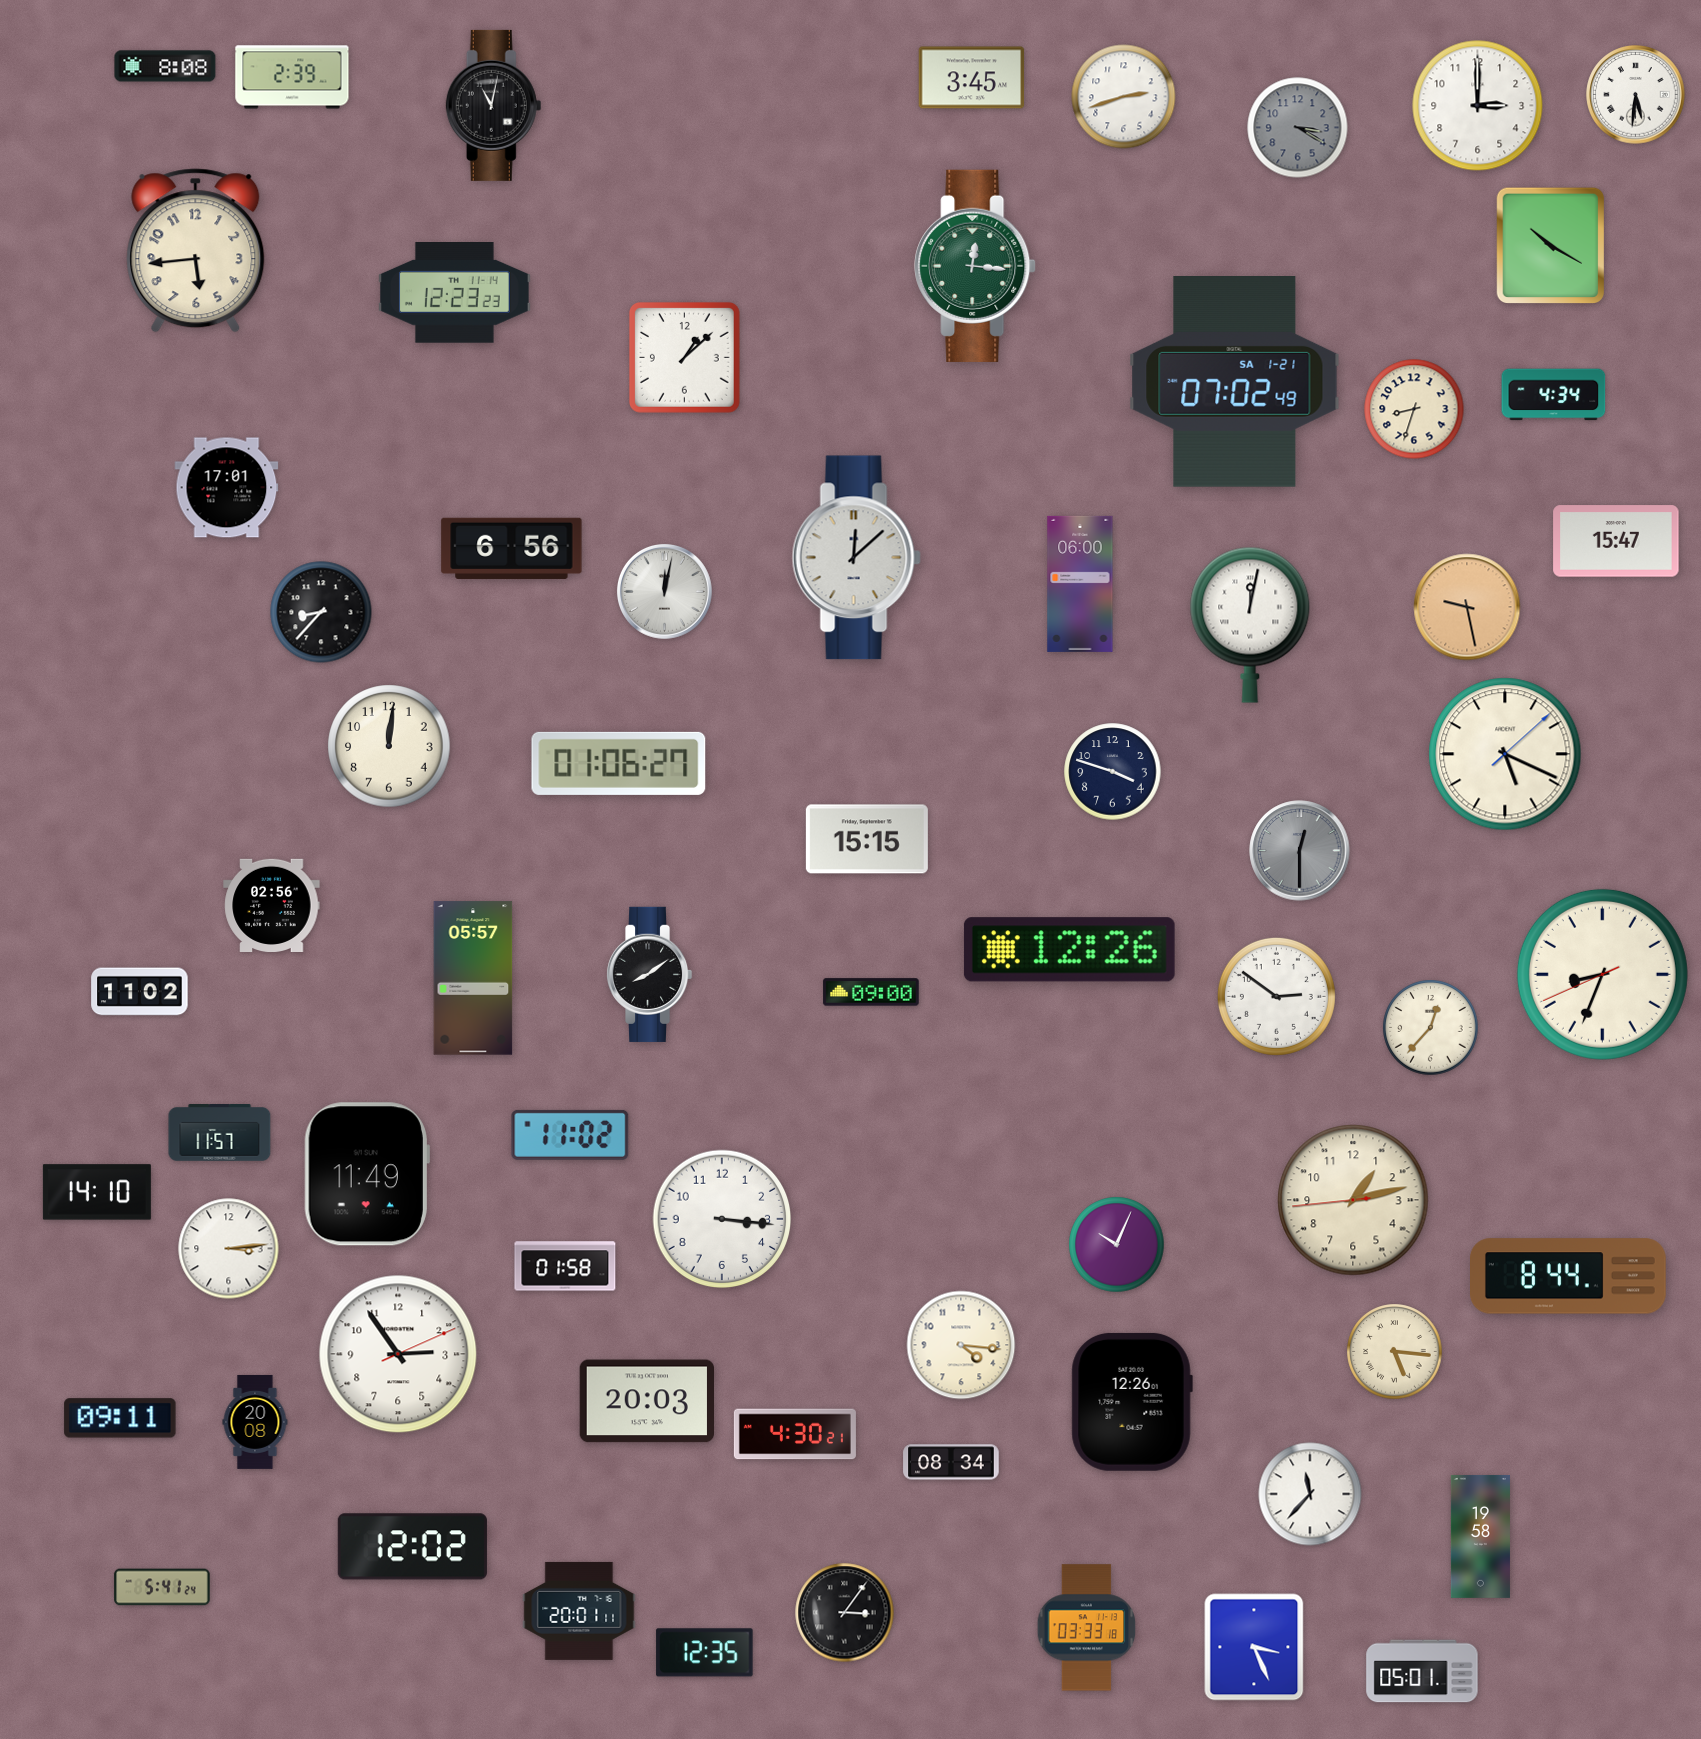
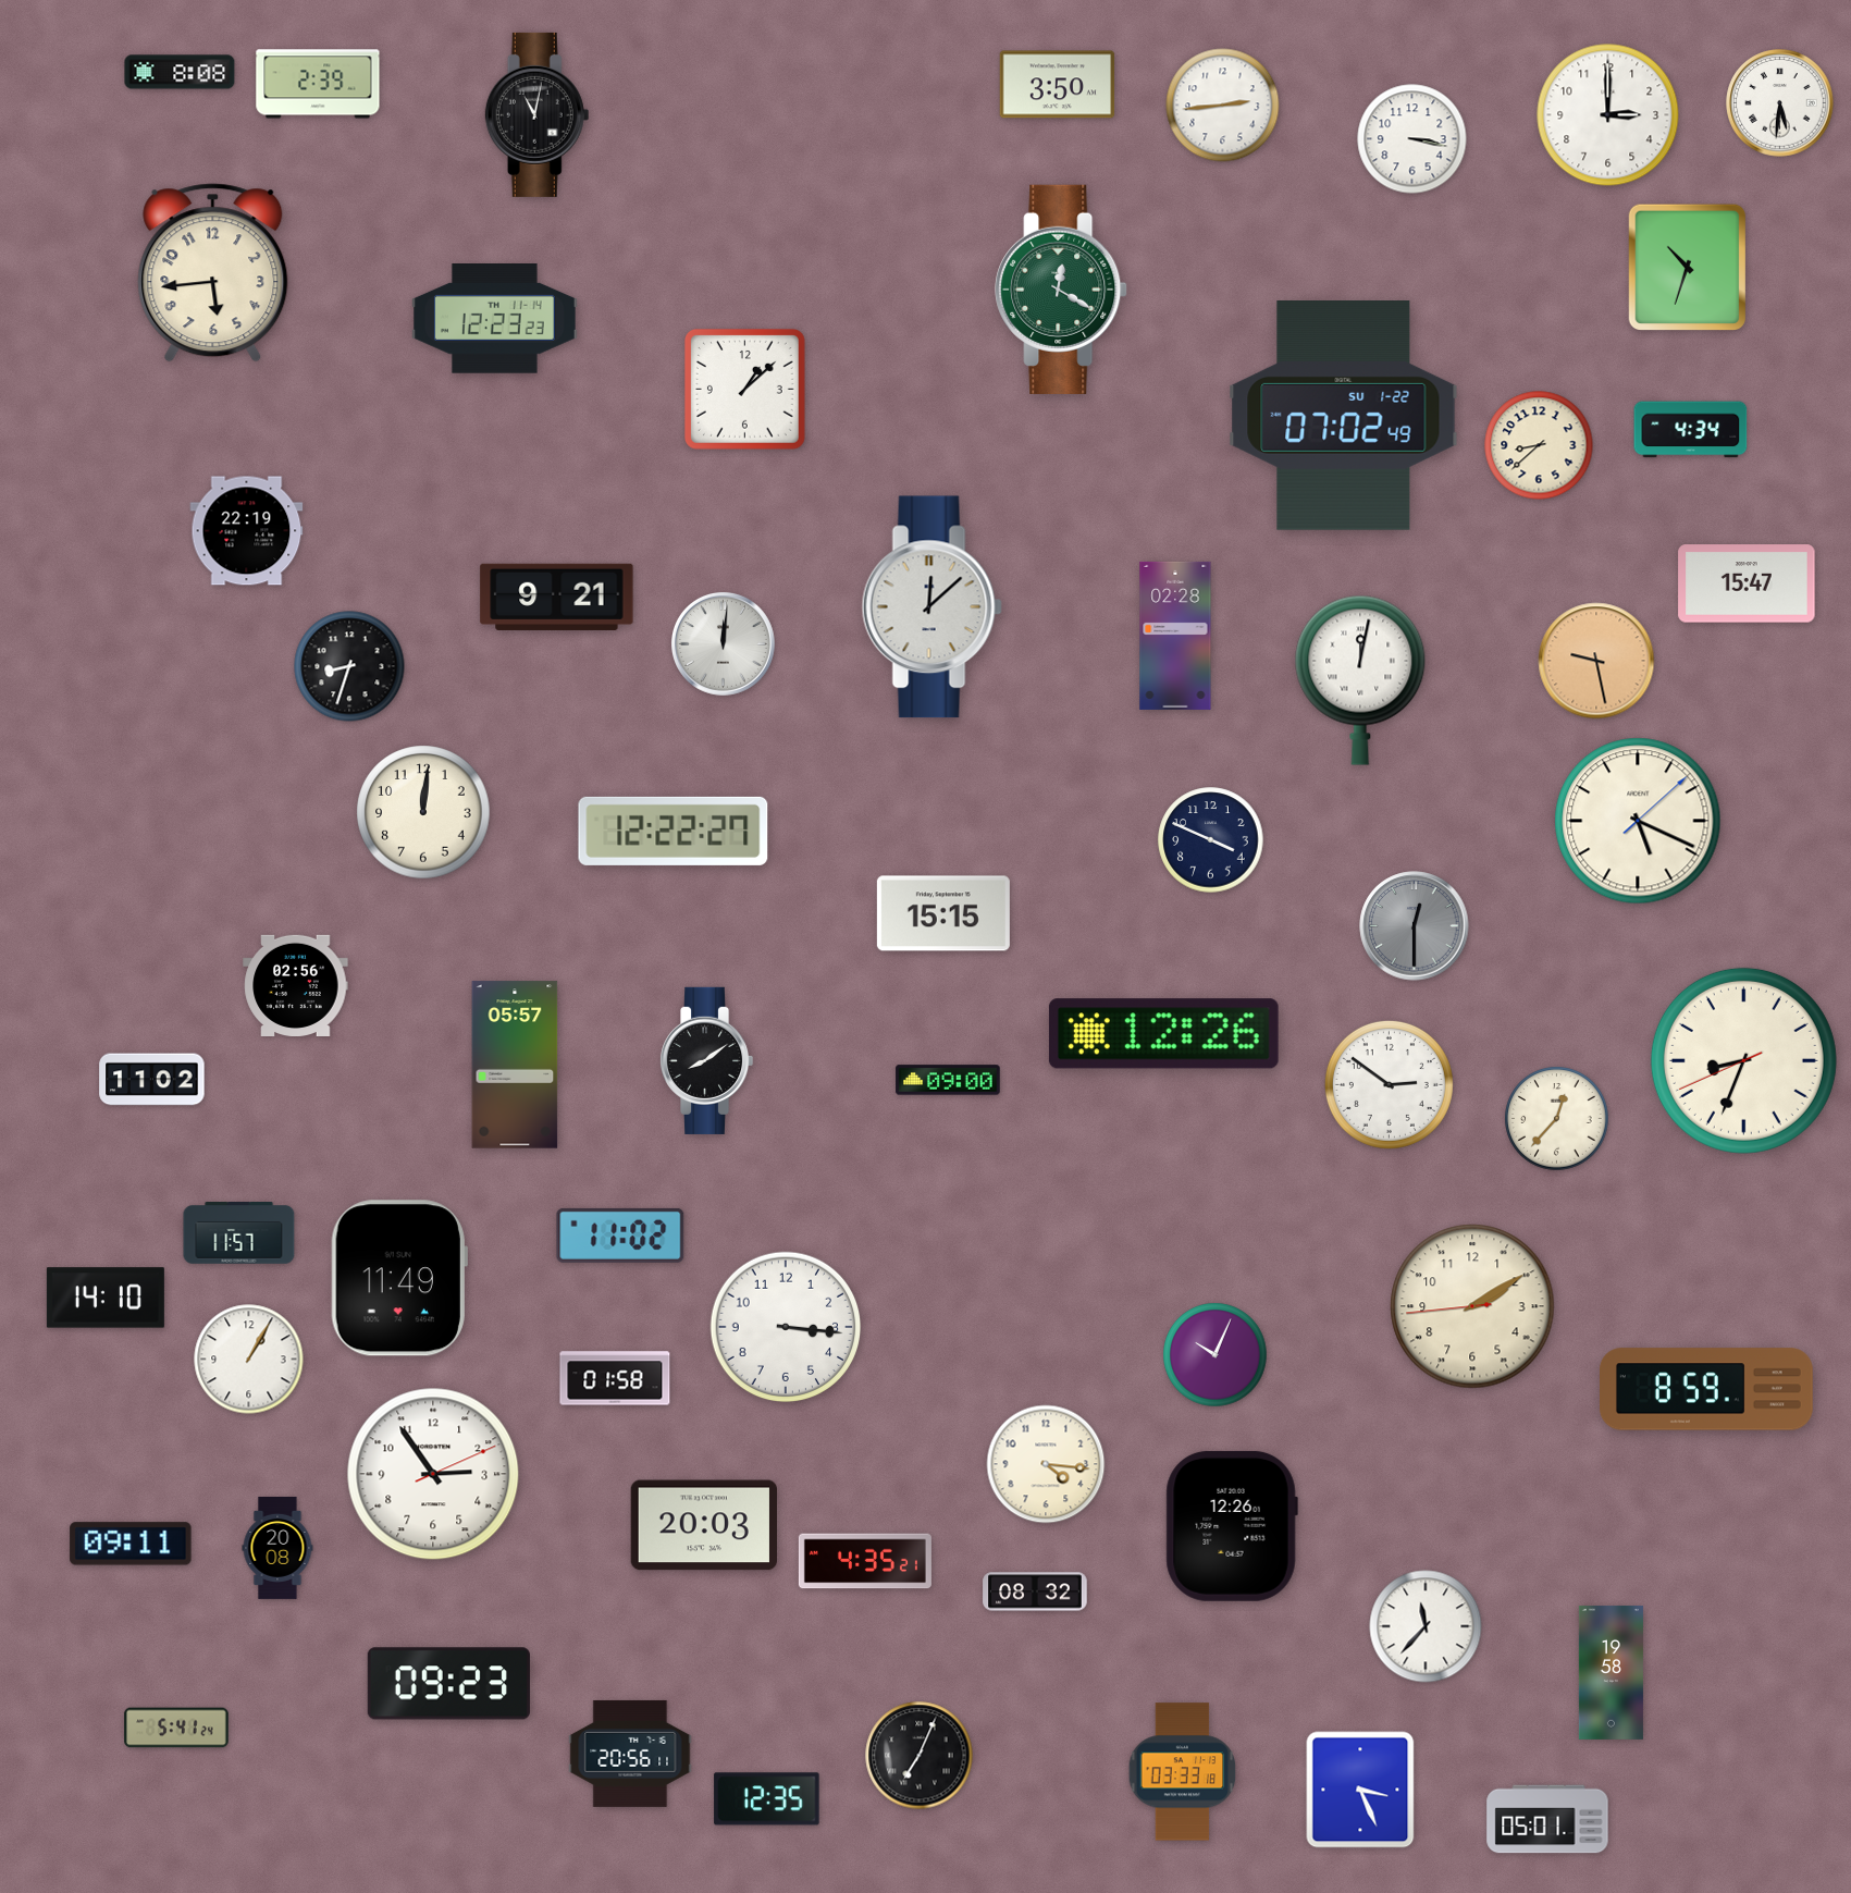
clock at (972, 78): 3:45 -> 3:50
clock at (1124, 97): 2:42 -> 2:44
clock at (1298, 128): 3:20 -> 3:17
clock at (1298, 128) dial: grey -> white
clock at (1550, 246): 10:20 -> 10:33
clock at (975, 266): 12:16 -> 12:20
clock at (1235, 382) date: SA 1-21 -> SU 1-22
clock at (1414, 409): 8:33 -> 8:38
clock at (227, 488): 17:01 -> 22:19
clock at (1616, 541) position: (1616, 541) -> (1747, 583)
clock at (512, 548): 6:56 -> 9:21
clock at (1080, 584): 06:00 -> 02:28
clock at (664, 591): 12:02 -> 12:01
clock at (321, 612): 8:37 -> 8:33
clock at (619, 763): 01:06 -> 12:22
clock at (1113, 772): 3:48 -> 3:49
clock at (1353, 1200): 1:12 -> 2:09
clock at (229, 1249): 3:14 -> 1:05
clock at (1569, 1276): 8:44 -> 8:59
clock at (1395, 1352): 5:16 -> none
clock at (795, 1434): 4:30 -> 4:35
clock at (951, 1462): 08:34 -> 08:32
clock at (412, 1547): 12:02 -> 09:23
clock at (579, 1611): 20:01 -> 20:56
clock at (845, 1613): 3:06 -> 7:04
clock at (1254, 1647) position: (1254, 1647) -> (1360, 1790)
